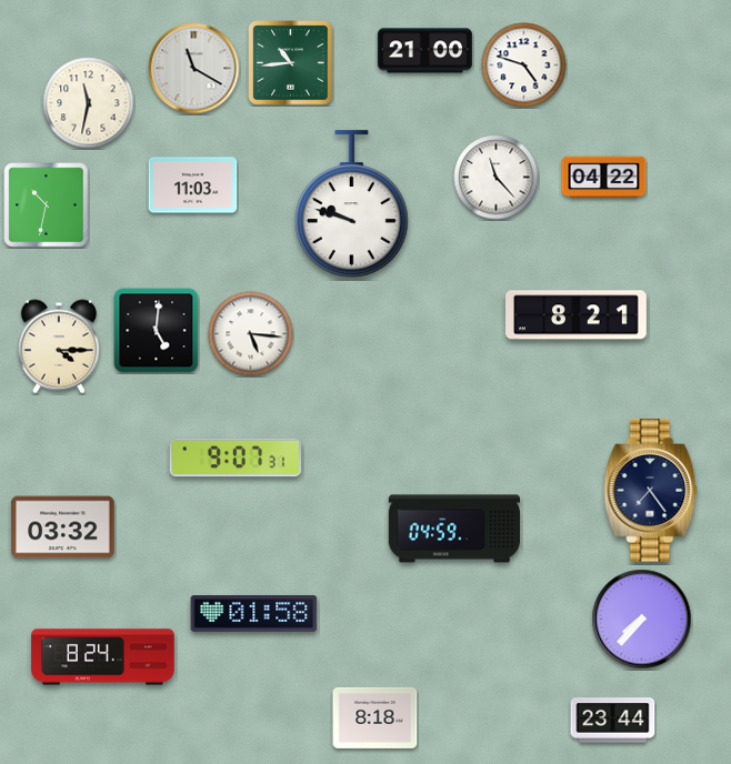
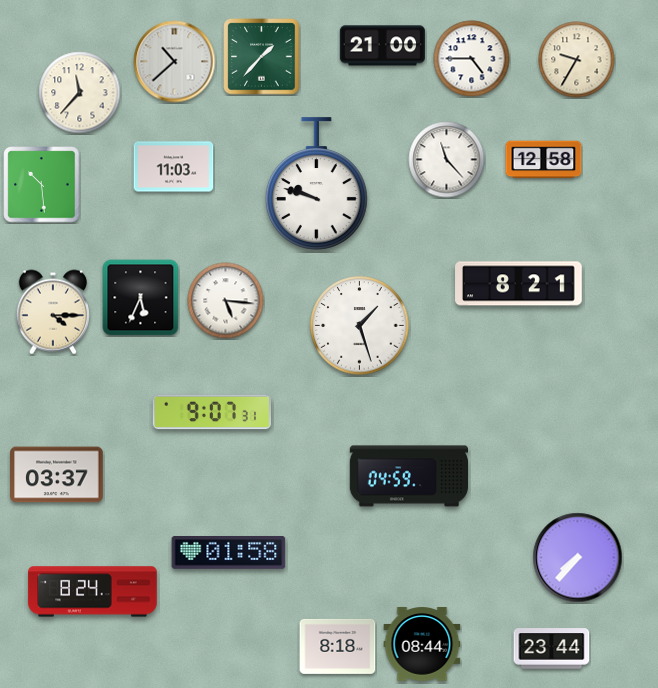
clock at (291, 63): 10:44 -> 1:37
clock at (524, 66): 4:48 -> 4:45
clock at (577, 60): none -> 9:35
clock at (194, 69): 11:20 -> 10:38
clock at (89, 103): 11:32 -> 11:37
clock at (604, 178): 04:22 -> 12:58
clock at (47, 205): 10:32 -> 10:29
clock at (157, 331): 5:01 -> 5:34
clock at (360, 326): none -> 1:27
clock at (651, 491): 7:24 -> none
clock at (63, 527): 03:32 -> 03:37
clock at (422, 644): none -> 08:44
